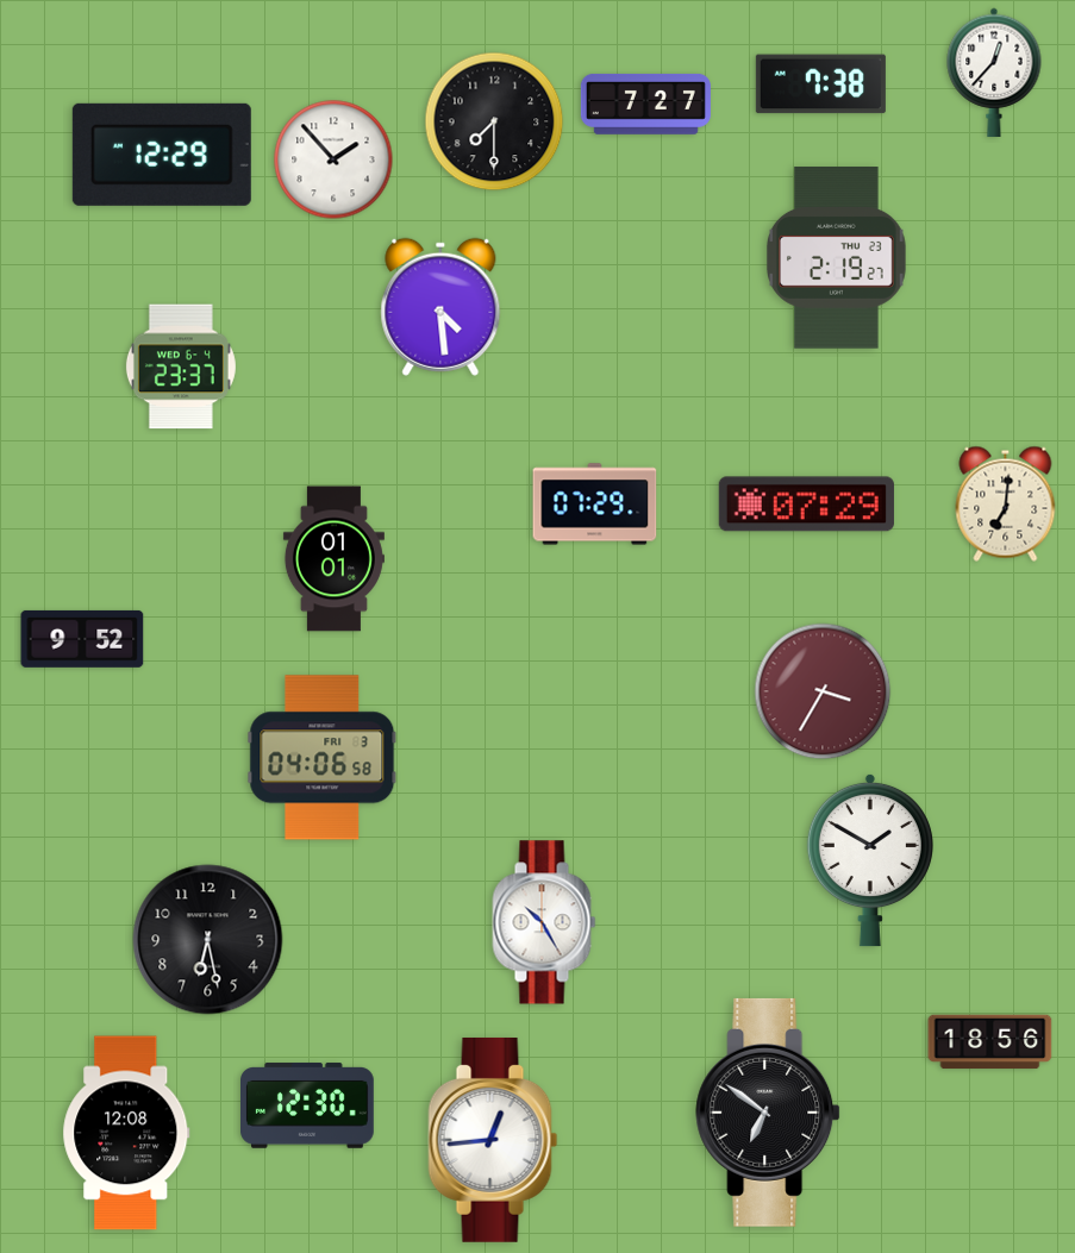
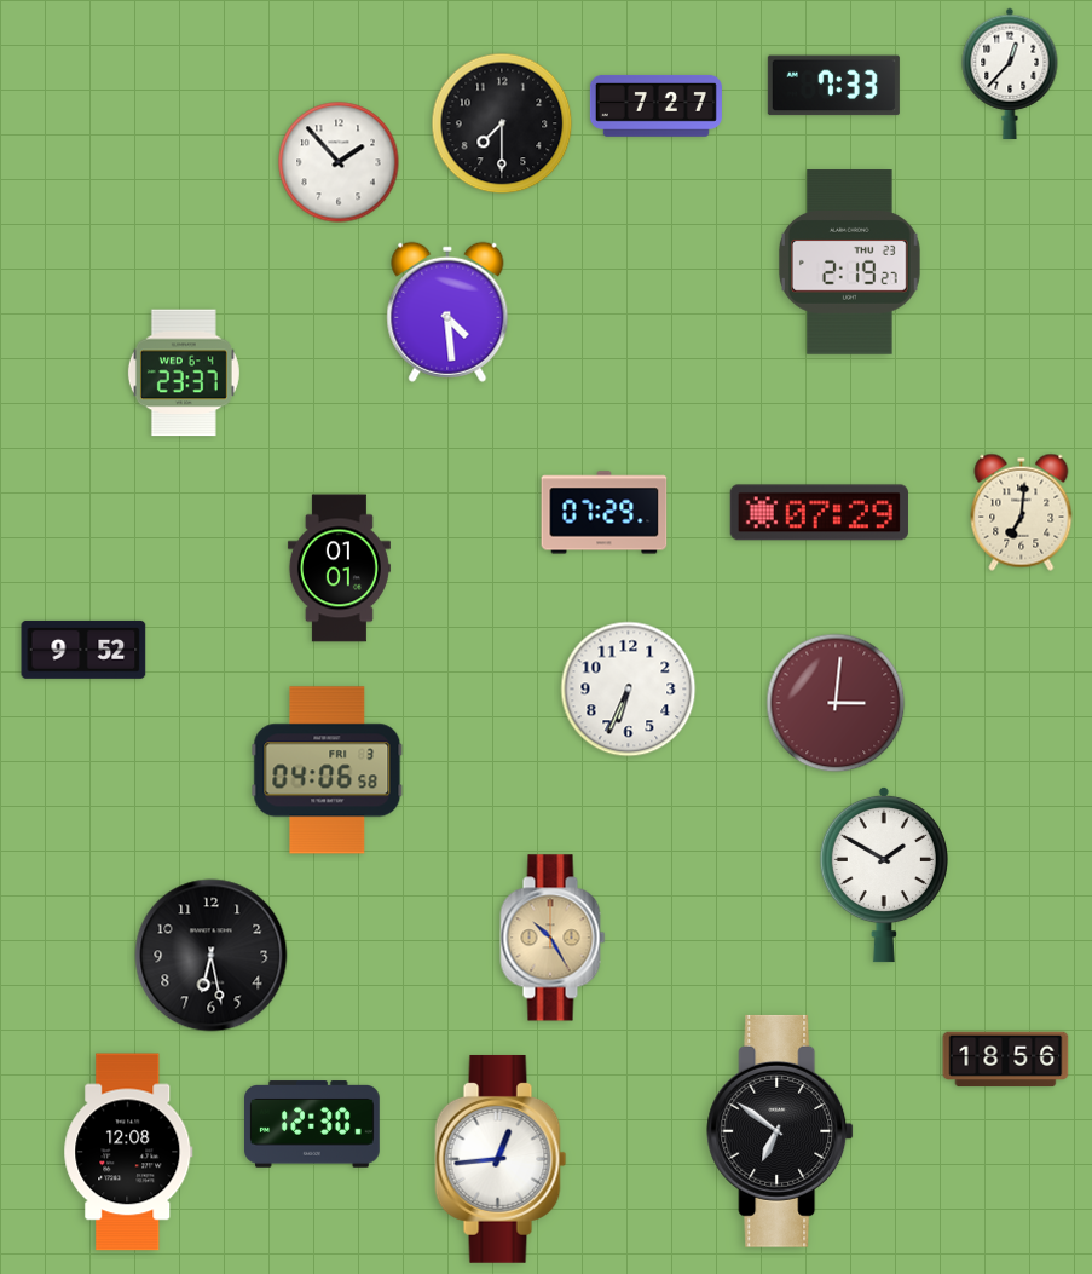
clock at (820, 84): 7:38 -> 7:33
clock at (162, 155): 12:29 -> none
clock at (629, 690): none -> 6:34
clock at (823, 691): 3:35 -> 3:01
clock at (544, 922) dial: white -> champagne
